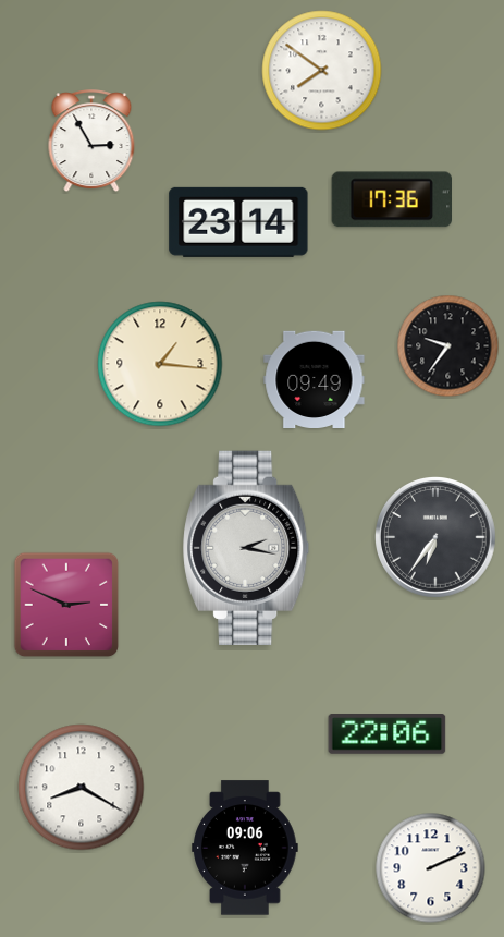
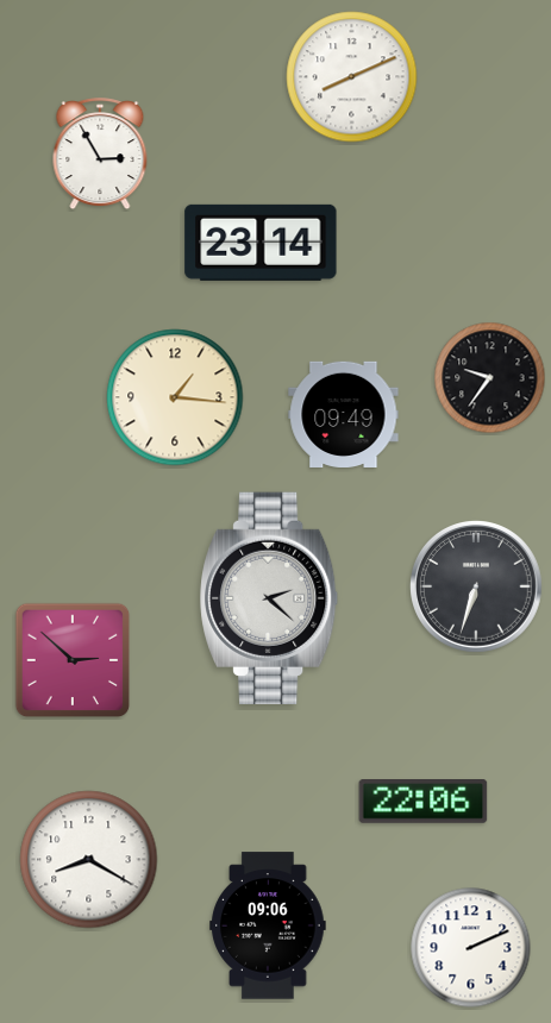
clock at (322, 71): 7:51 -> 8:11
clock at (392, 199): 17:36 -> none
clock at (437, 538): 6:36 -> 6:33
clock at (246, 547): 2:17 -> 2:22
clock at (66, 605): 2:49 -> 2:52
